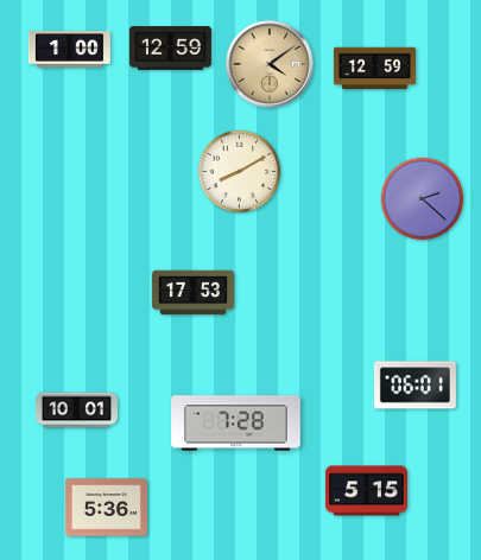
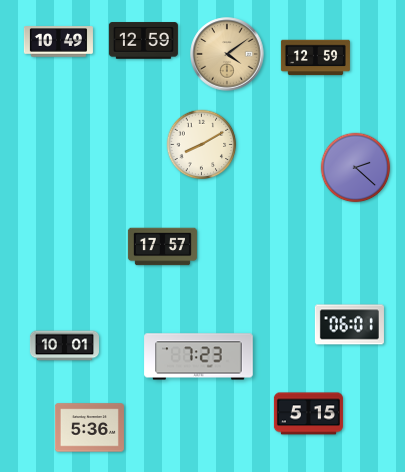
clock at (69, 50): 1:00 -> 10:49
clock at (192, 293): 17:53 -> 17:57
clock at (236, 424): 7:28 -> 7:23
